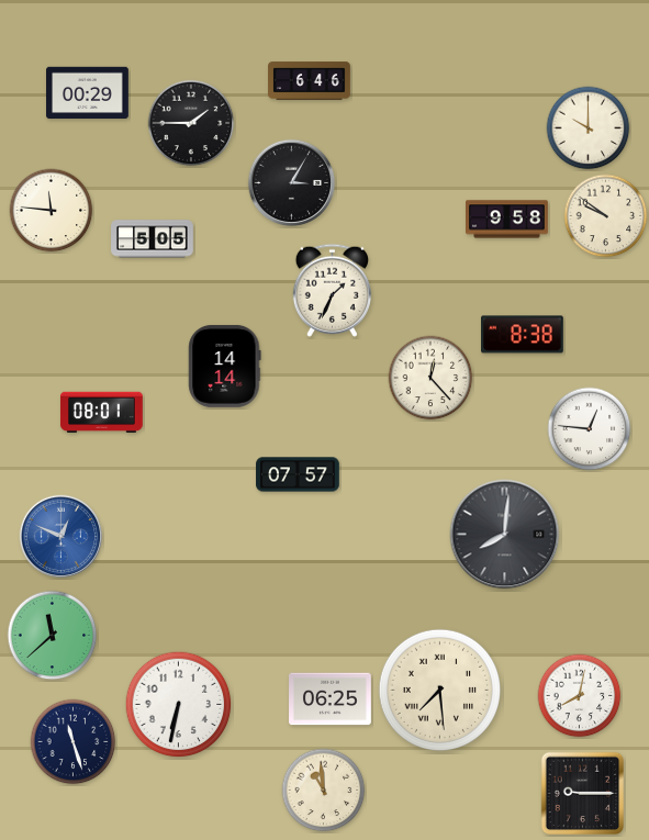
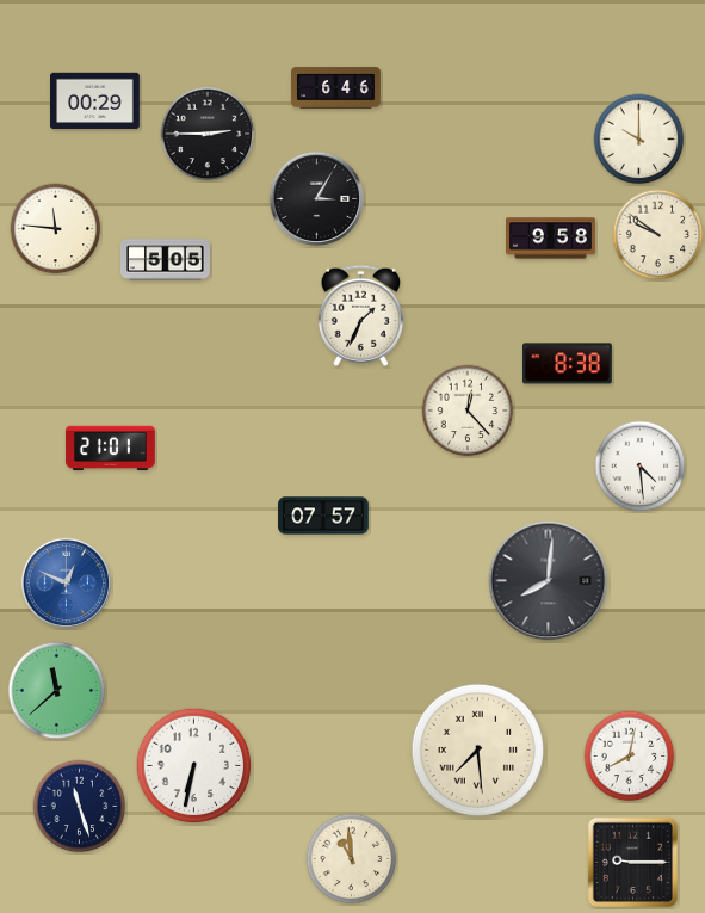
clock at (191, 123): 1:45 -> 2:45
clock at (225, 366): 14:14 -> none
clock at (102, 412): 08:01 -> 21:01
clock at (590, 429): 12:46 -> 4:29
clock at (331, 699): 06:25 -> none
